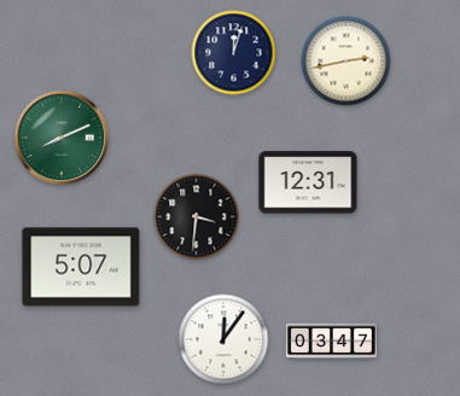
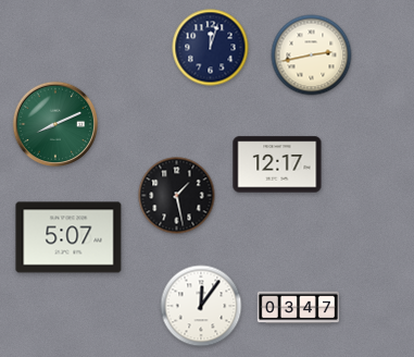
clock at (308, 182): 12:31 -> 12:17
clock at (197, 217): 3:31 -> 1:28
clock at (81, 267) position: (81, 267) -> (68, 237)
